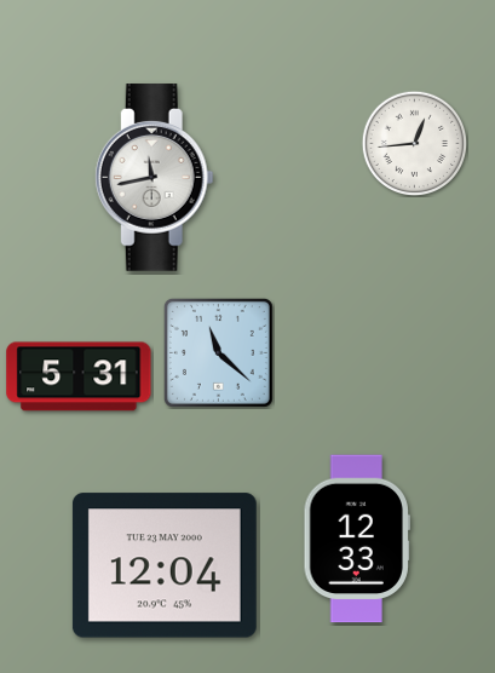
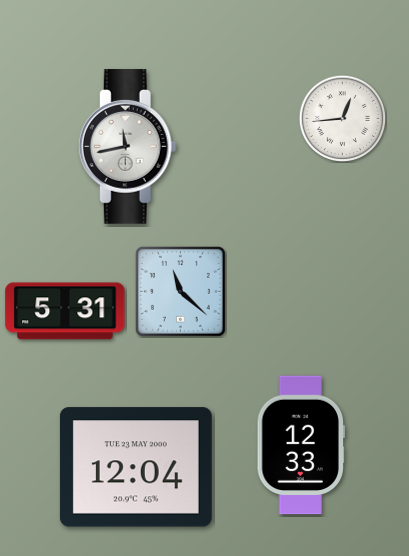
clock at (356, 539) position: (356, 539) -> (300, 445)
